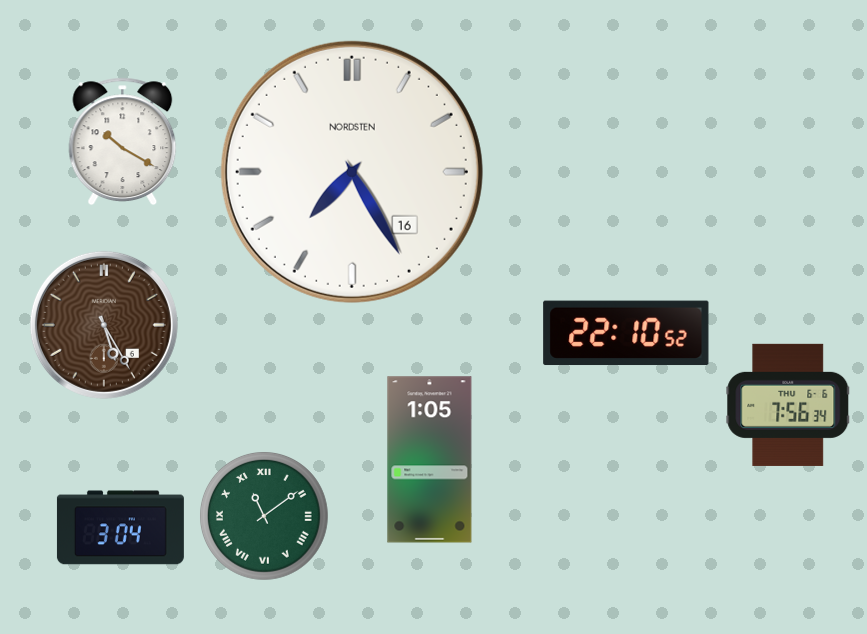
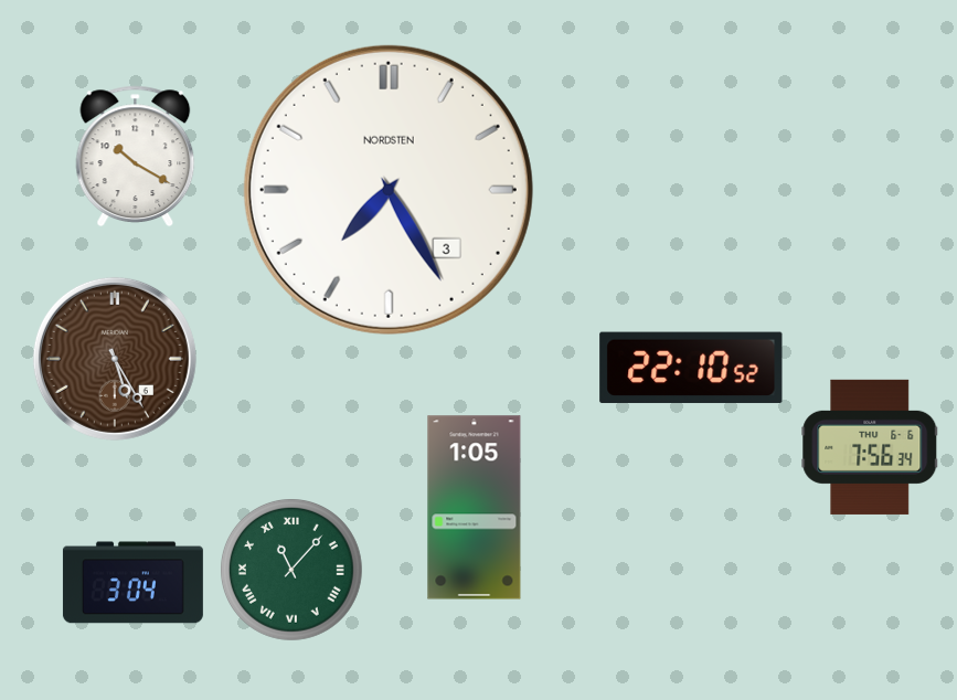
clock at (352, 172) date: 16 -> 3
clock at (265, 517): 11:09 -> 11:07
